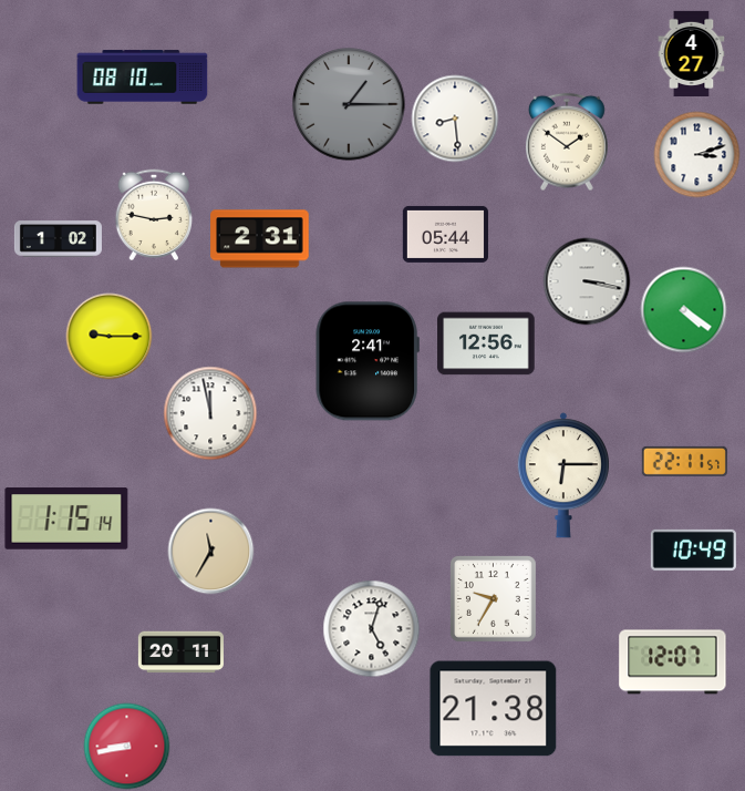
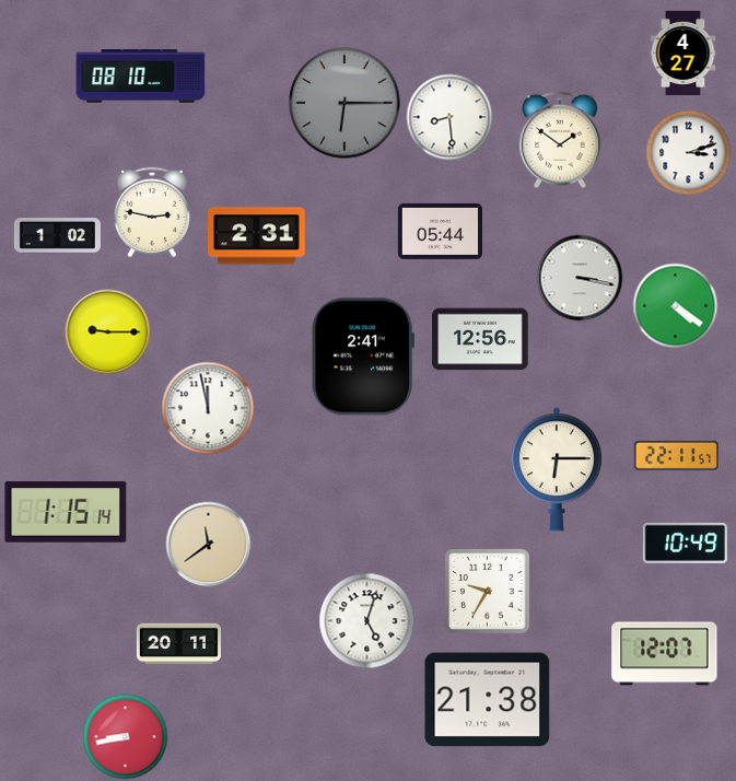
clock at (349, 104): 1:15 -> 6:15
clock at (210, 551): 11:35 -> 11:39
